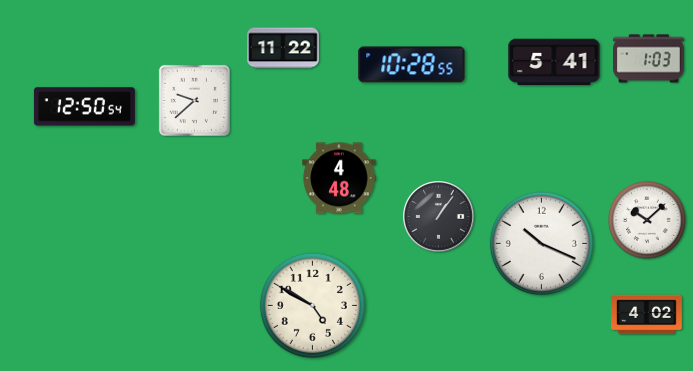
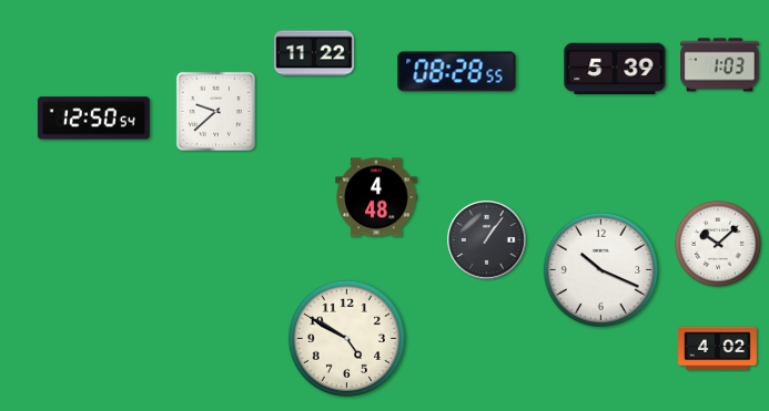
clock at (554, 62): 5:41 -> 5:39
clock at (412, 65): 10:28 -> 08:28
